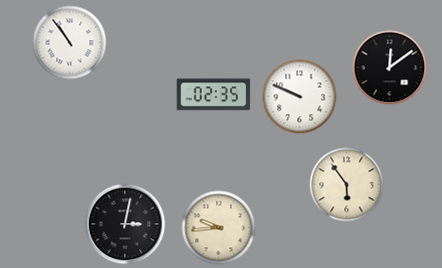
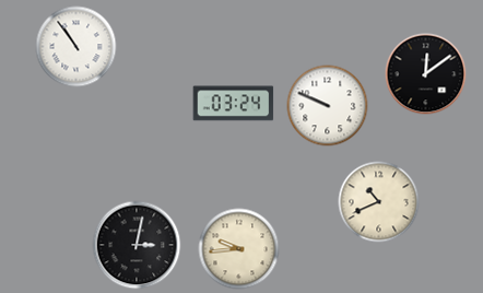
clock at (214, 95): 02:35 -> 03:24
clock at (347, 185): 5:54 -> 10:41
